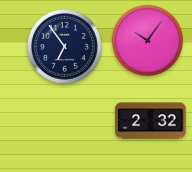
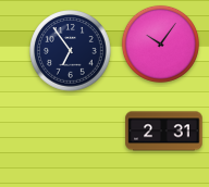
clock at (151, 121): 2:32 -> 2:31
